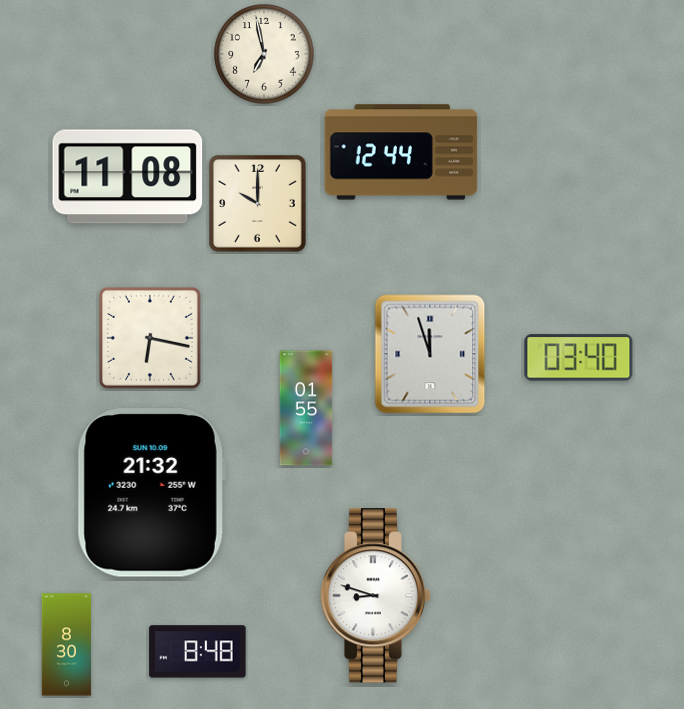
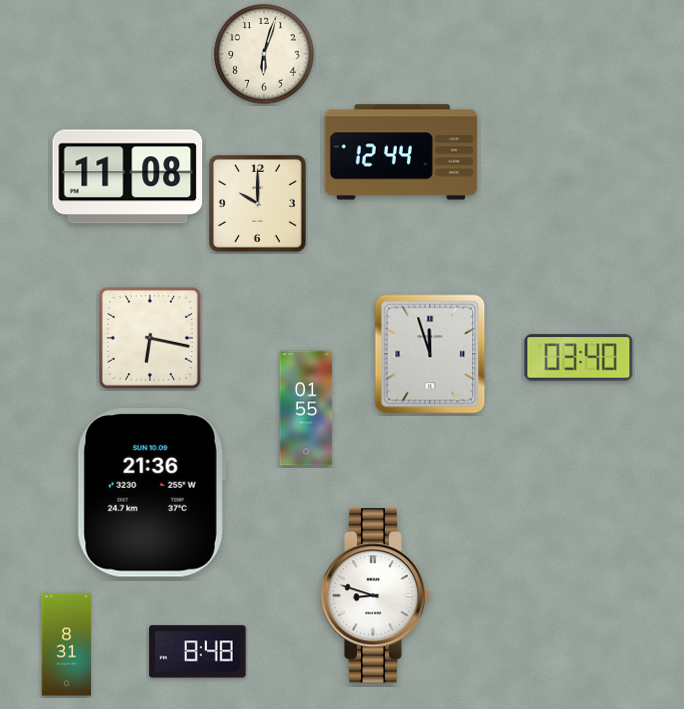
clock at (264, 54): 6:58 -> 6:03
clock at (151, 493): 21:32 -> 21:36
clock at (67, 645): 8:30 -> 8:31
